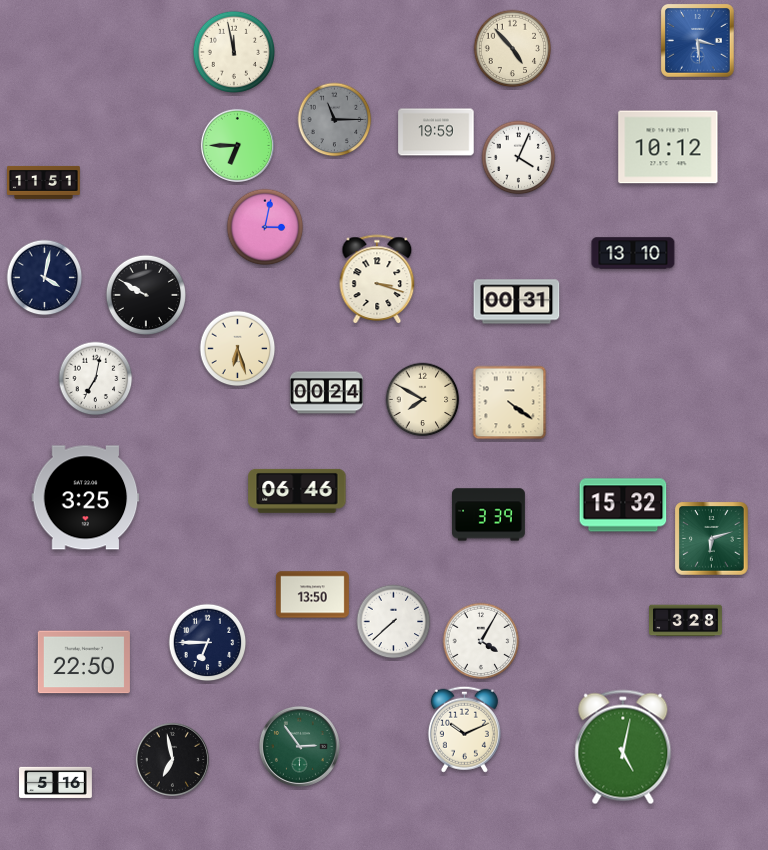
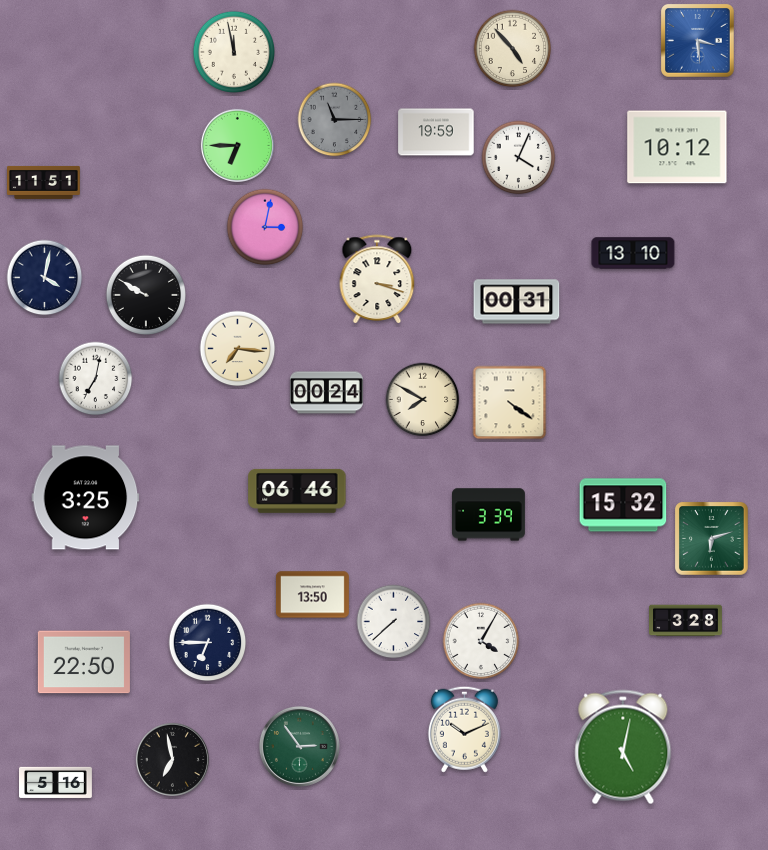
clock at (668, 147) position: (668, 147) -> (677, 147)
clock at (238, 349): 6:27 -> 7:16
